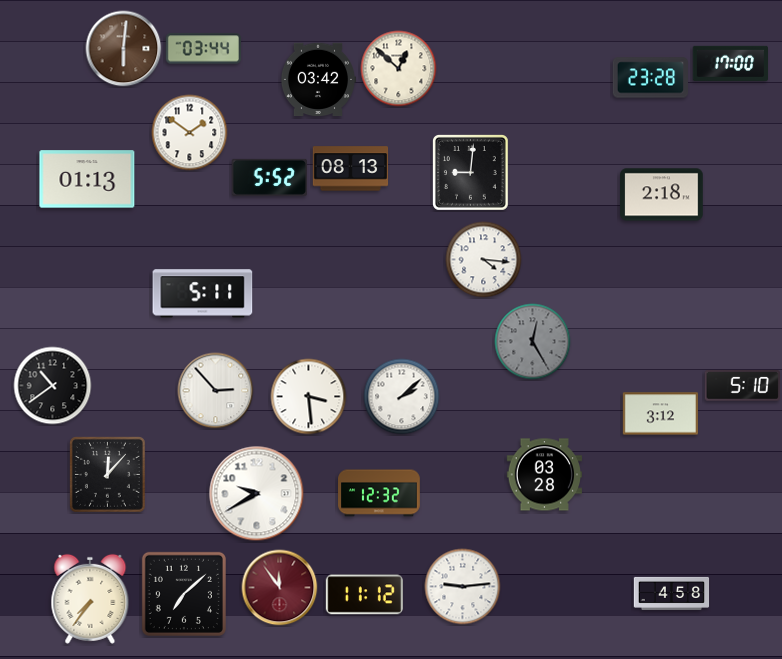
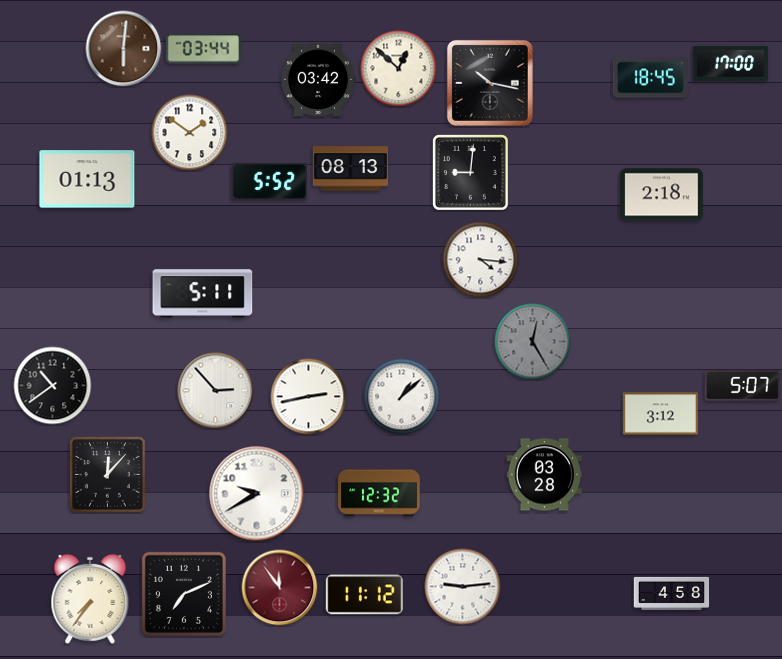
clock at (651, 78): 23:28 -> 18:45
clock at (490, 83): none -> 10:17
clock at (269, 177) position: (269, 177) -> (269, 181)
clock at (484, 260) position: (484, 260) -> (481, 260)
clock at (742, 386): 5:10 -> 5:07
clock at (309, 397): 3:29 -> 2:43
clock at (402, 397): 2:08 -> 1:08
clock at (184, 594): 7:08 -> 7:11
